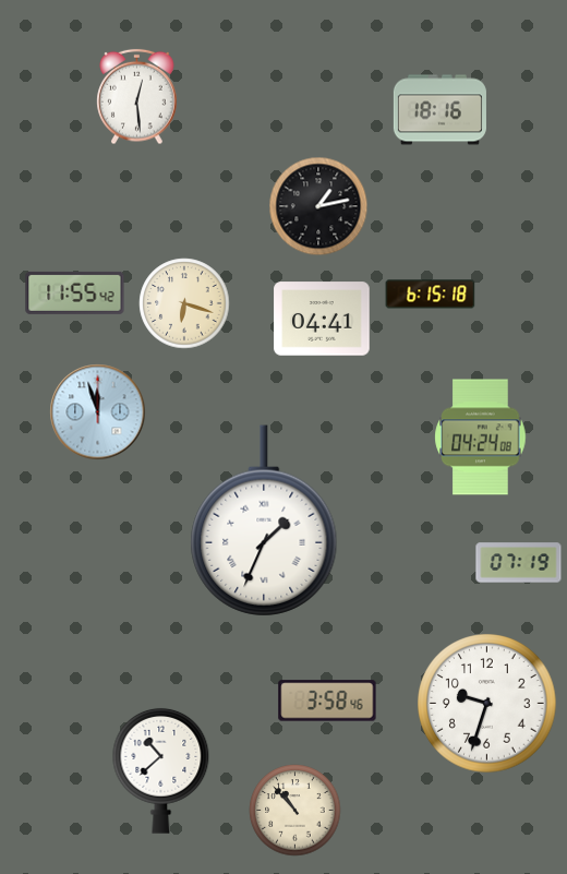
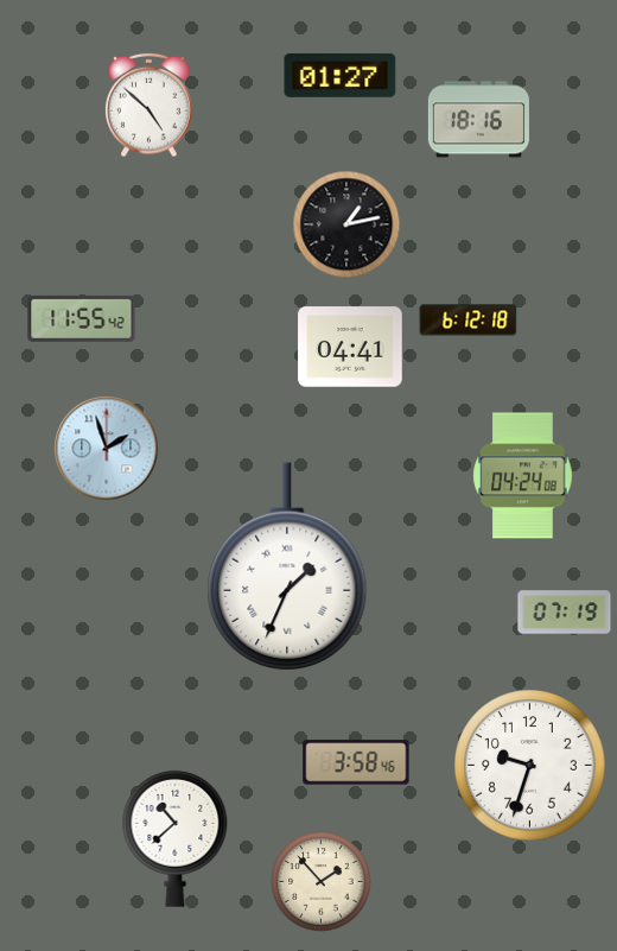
clock at (341, 75): none -> 01:27
clock at (137, 97): 12:29 -> 4:52
clock at (431, 295): 6:15 -> 6:12
clock at (184, 303): 6:18 -> none
clock at (98, 412): 11:57 -> 1:57
clock at (295, 811): 10:53 -> 1:53
